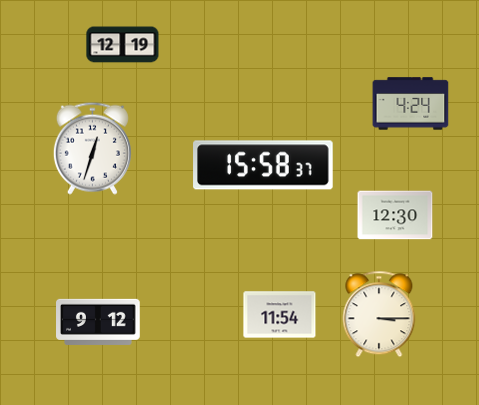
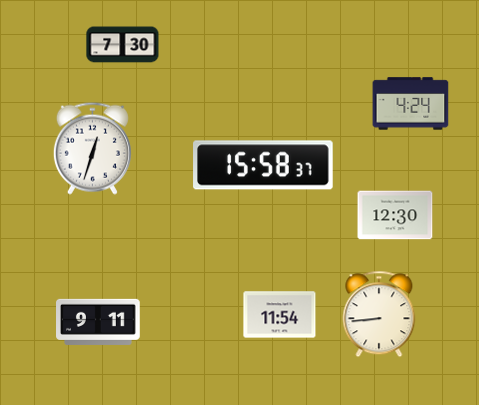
clock at (123, 45): 12:19 -> 7:30
clock at (379, 314): 3:15 -> 8:44
clock at (99, 322): 9:12 -> 9:11
